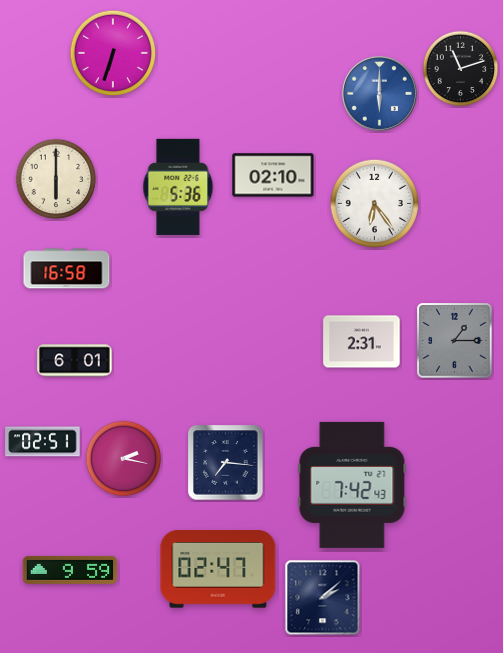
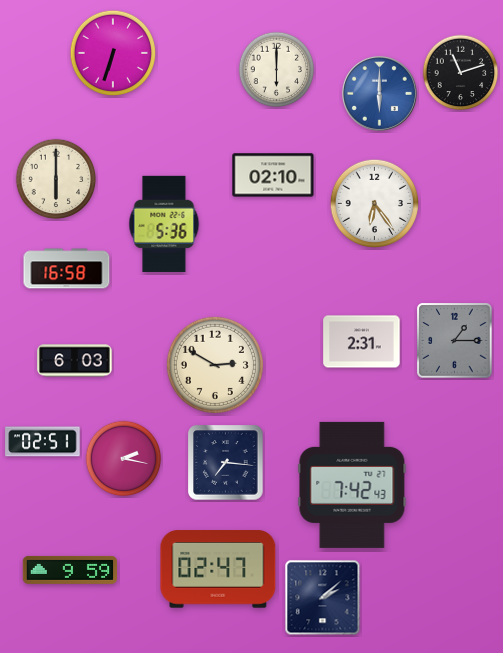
clock at (461, 69) position: (461, 69) -> (461, 73)
clock at (277, 70): none -> 6:00
clock at (178, 187) position: (178, 187) -> (164, 224)
clock at (75, 361): 6:01 -> 6:03
clock at (215, 365): none -> 2:50
